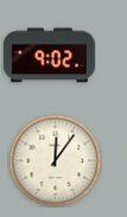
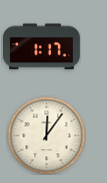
clock at (50, 56): 9:02 -> 1:17
